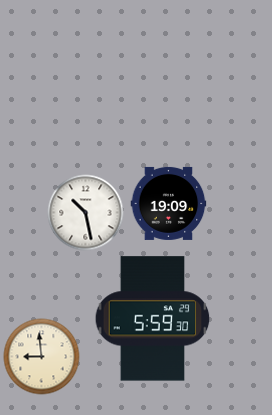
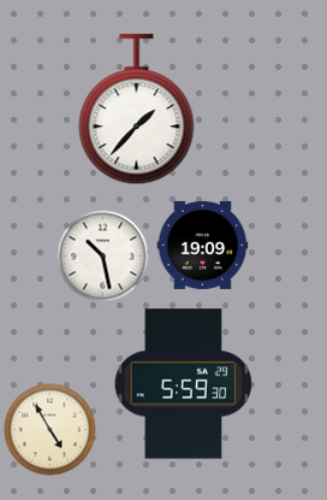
clock at (137, 110): none -> 1:37
clock at (42, 357): 8:59 -> 4:55
